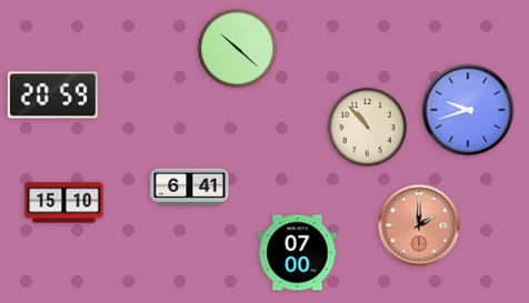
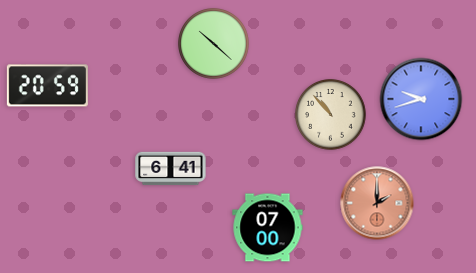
clock at (64, 203): 15:10 -> none
